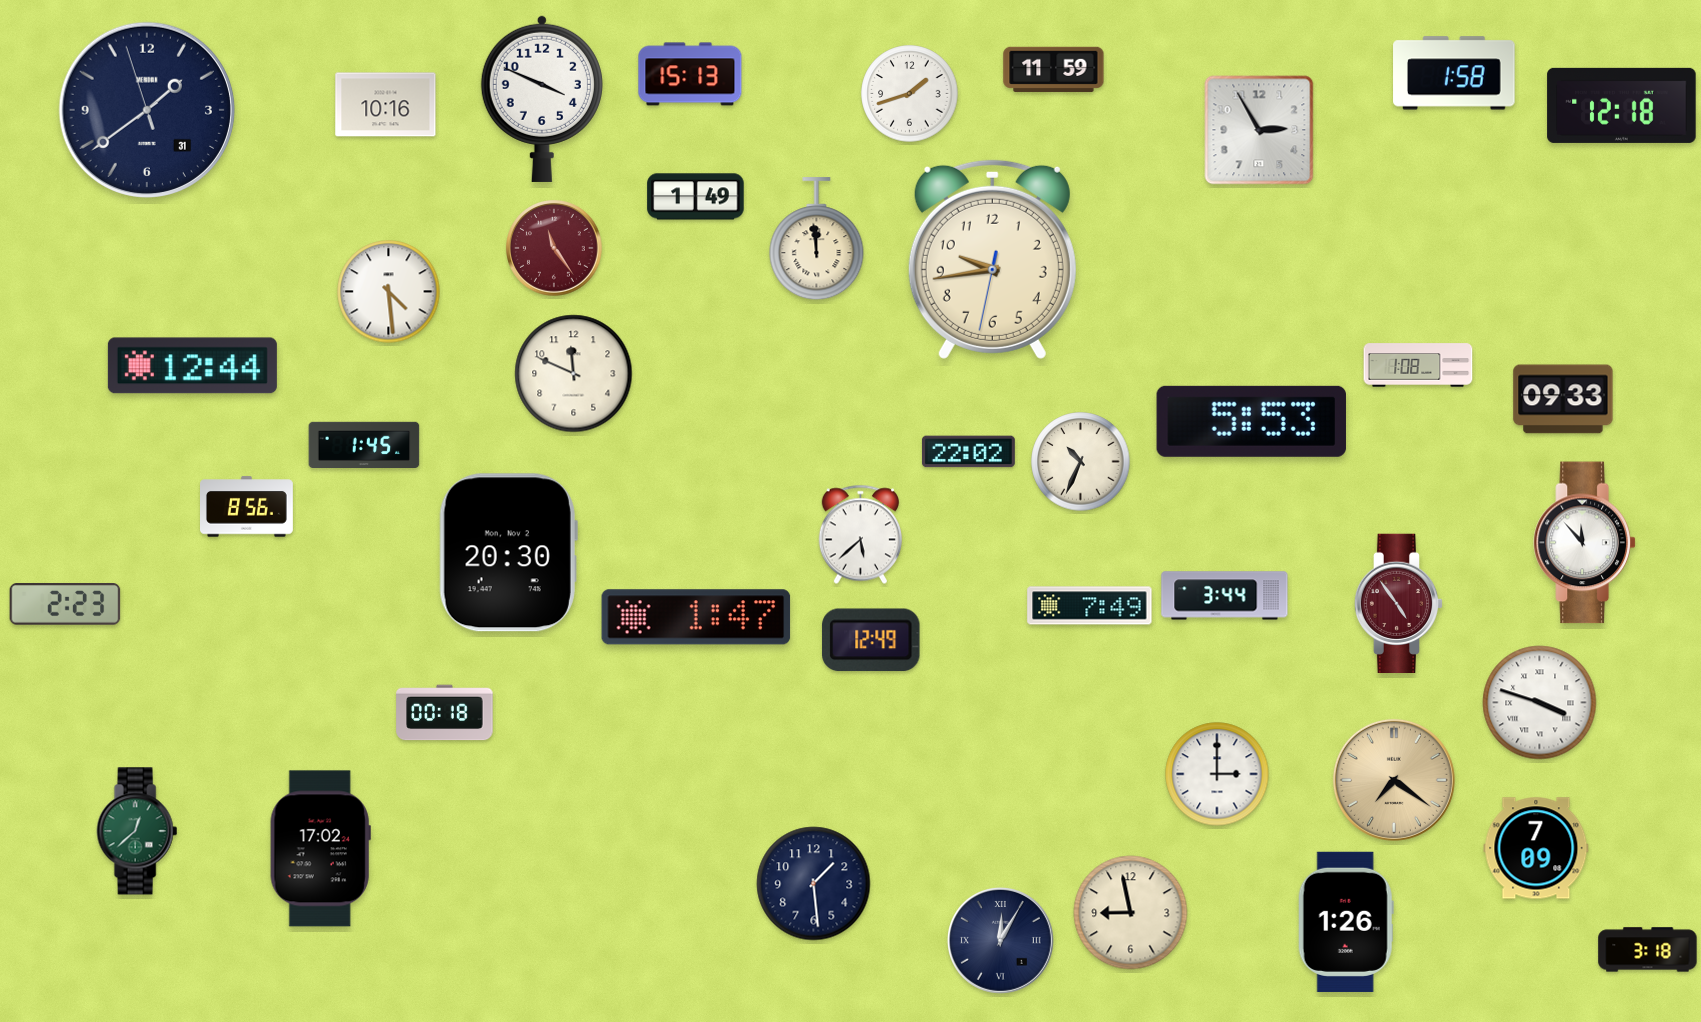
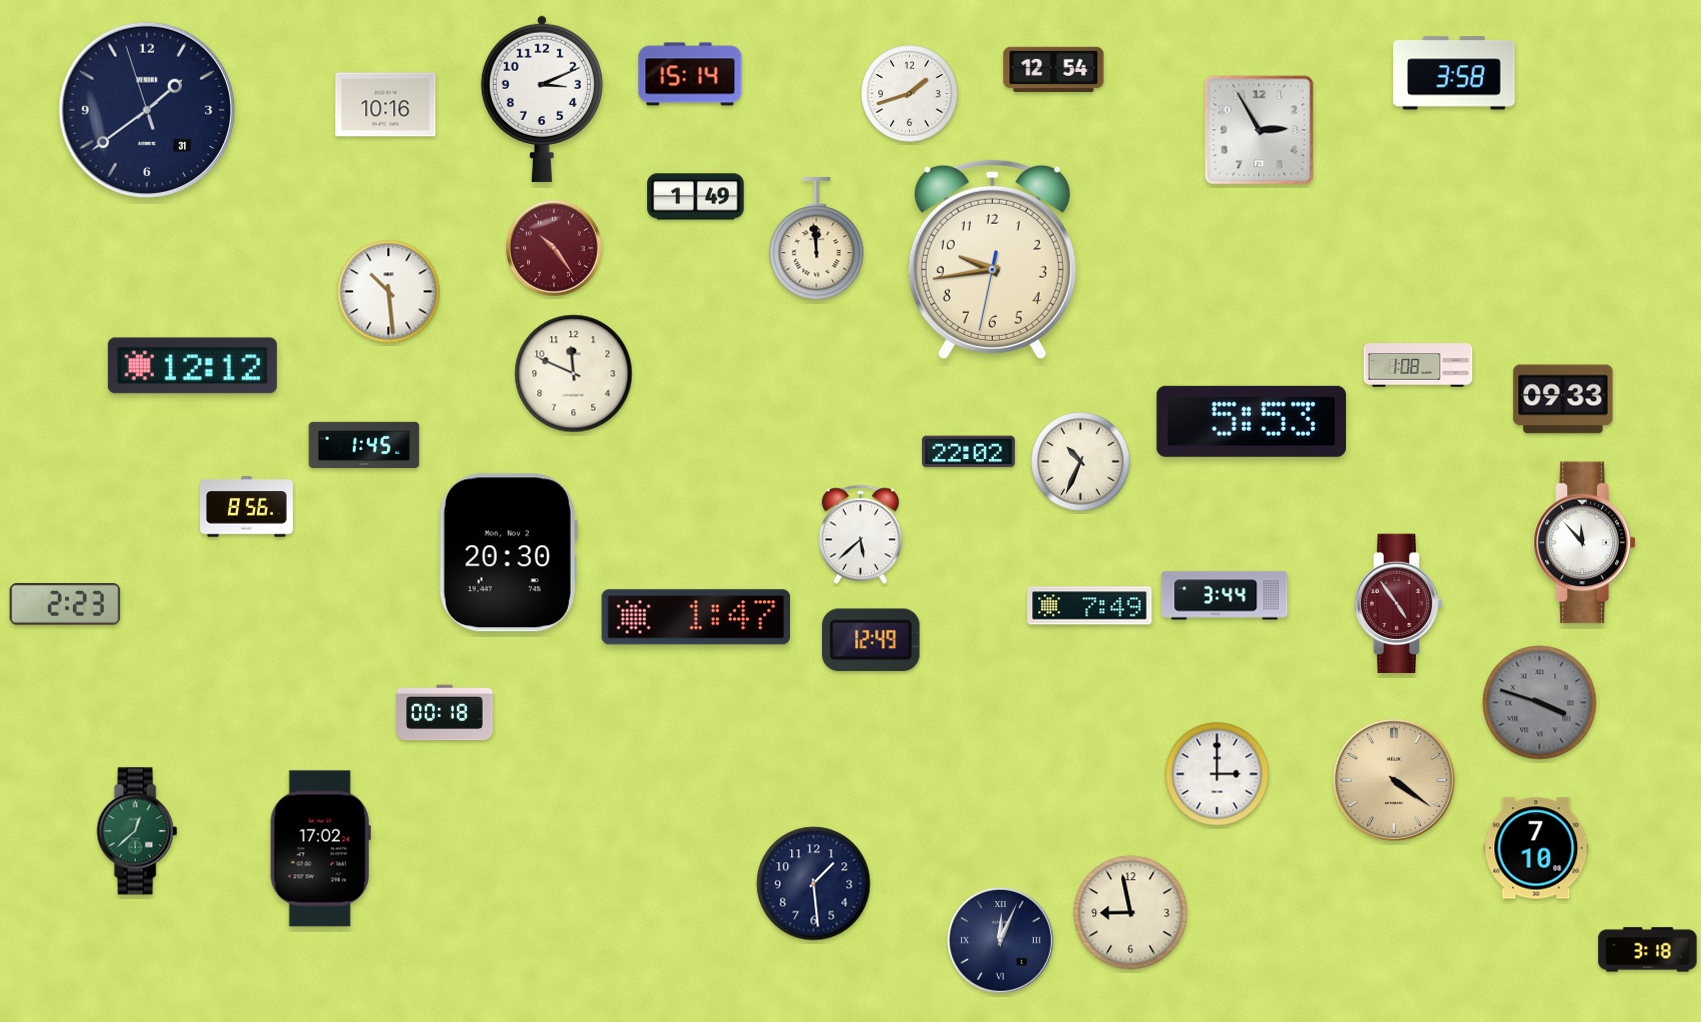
clock at (1054, 69): 11:59 -> 12:54
clock at (1454, 73): 1:58 -> 3:58
clock at (690, 74): 15:13 -> 15:14
clock at (542, 98): 3:49 -> 3:11
clock at (1622, 105): 12:18 -> none
clock at (554, 248): 11:24 -> 10:24
clock at (389, 292): 4:29 -> 10:29
clock at (192, 366): 12:44 -> 12:12
clock at (1540, 703) dial: white -> grey
clock at (1394, 780): 7:21 -> 4:21
clock at (1536, 848): 7:09 -> 7:10
clock at (1346, 922): 1:26 -> none
clock at (1000, 940): 12:05 -> 12:04
